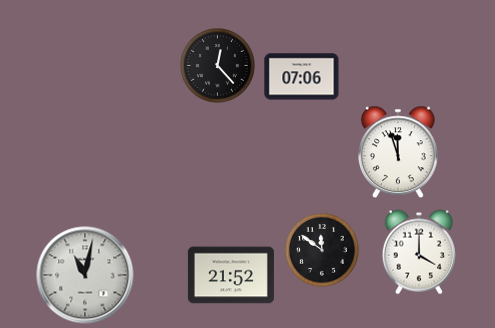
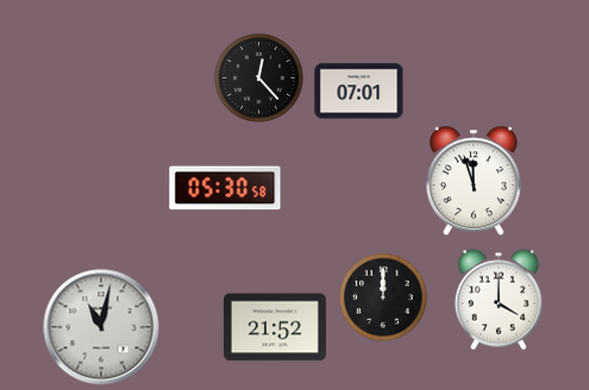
clock at (302, 77): 07:06 -> 07:01
clock at (225, 188): none -> 05:30
clock at (323, 251): 11:51 -> 12:00
